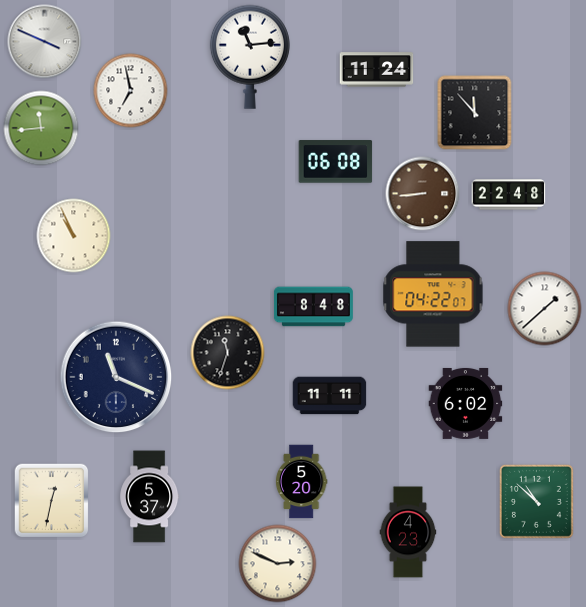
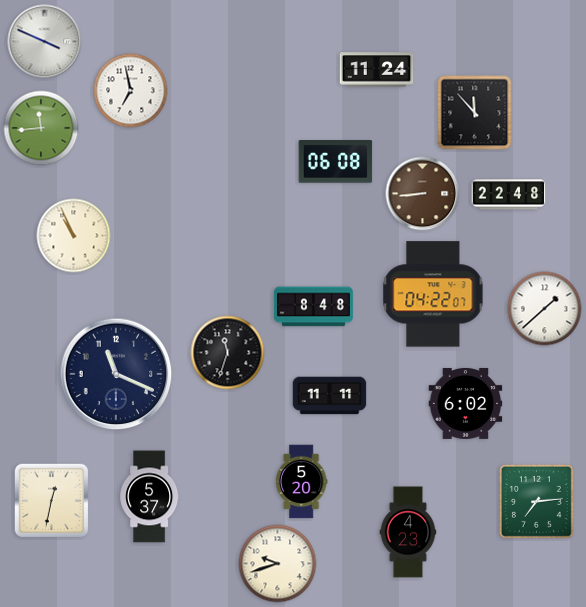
clock at (250, 57): 11:14 -> none
clock at (116, 377) position: (116, 377) -> (116, 374)
clock at (536, 501): 10:52 -> 7:14
clock at (278, 564): 2:49 -> 9:42
